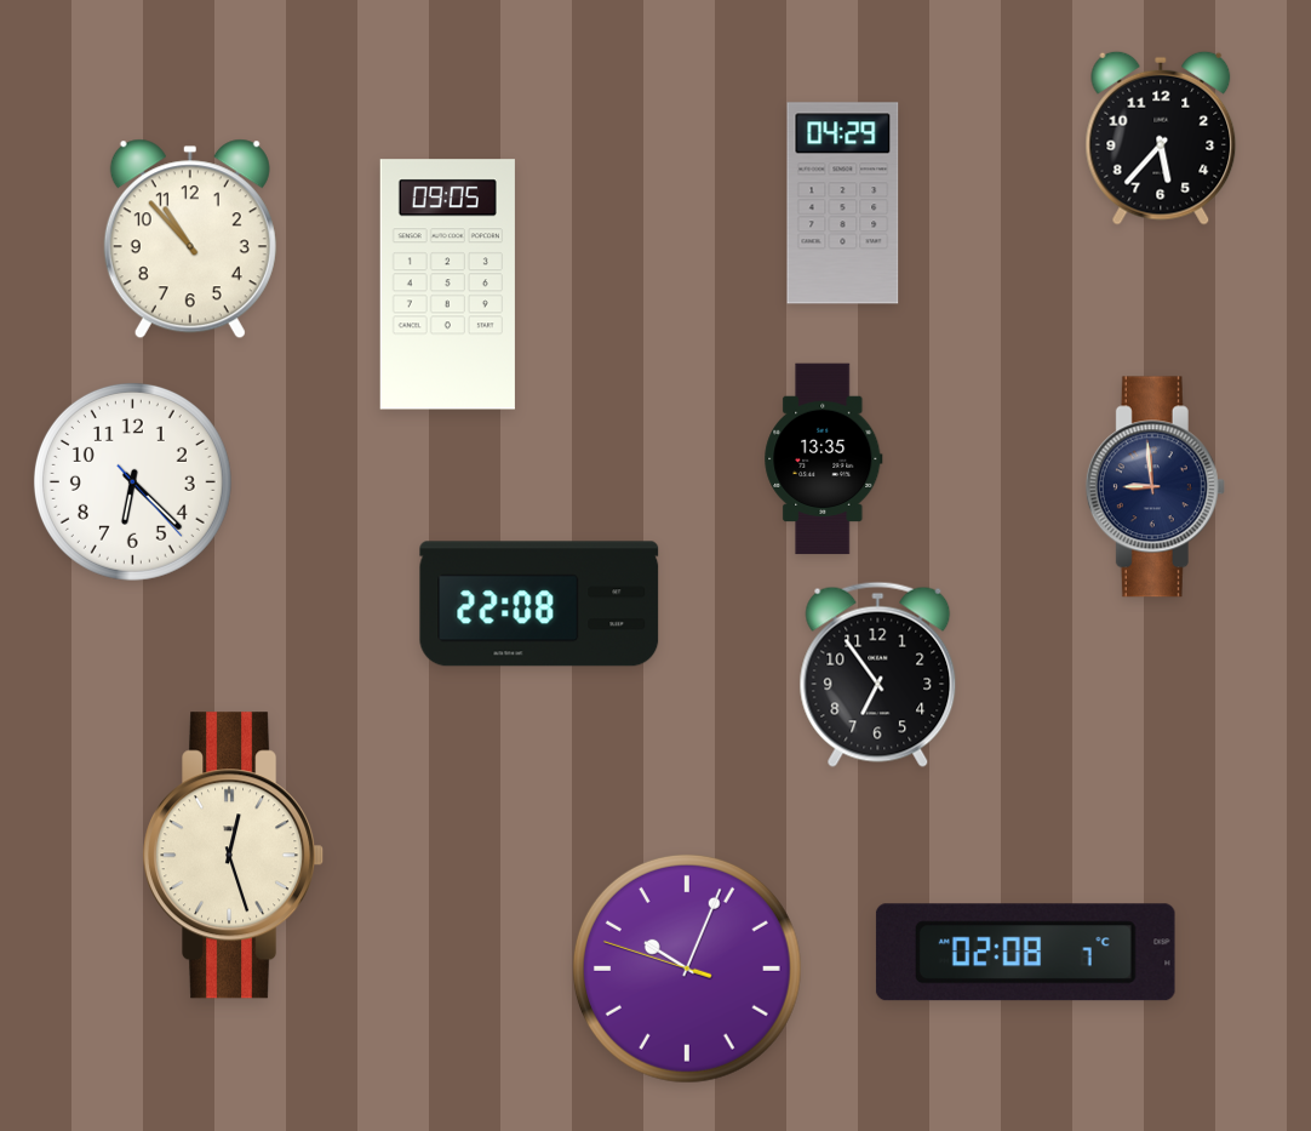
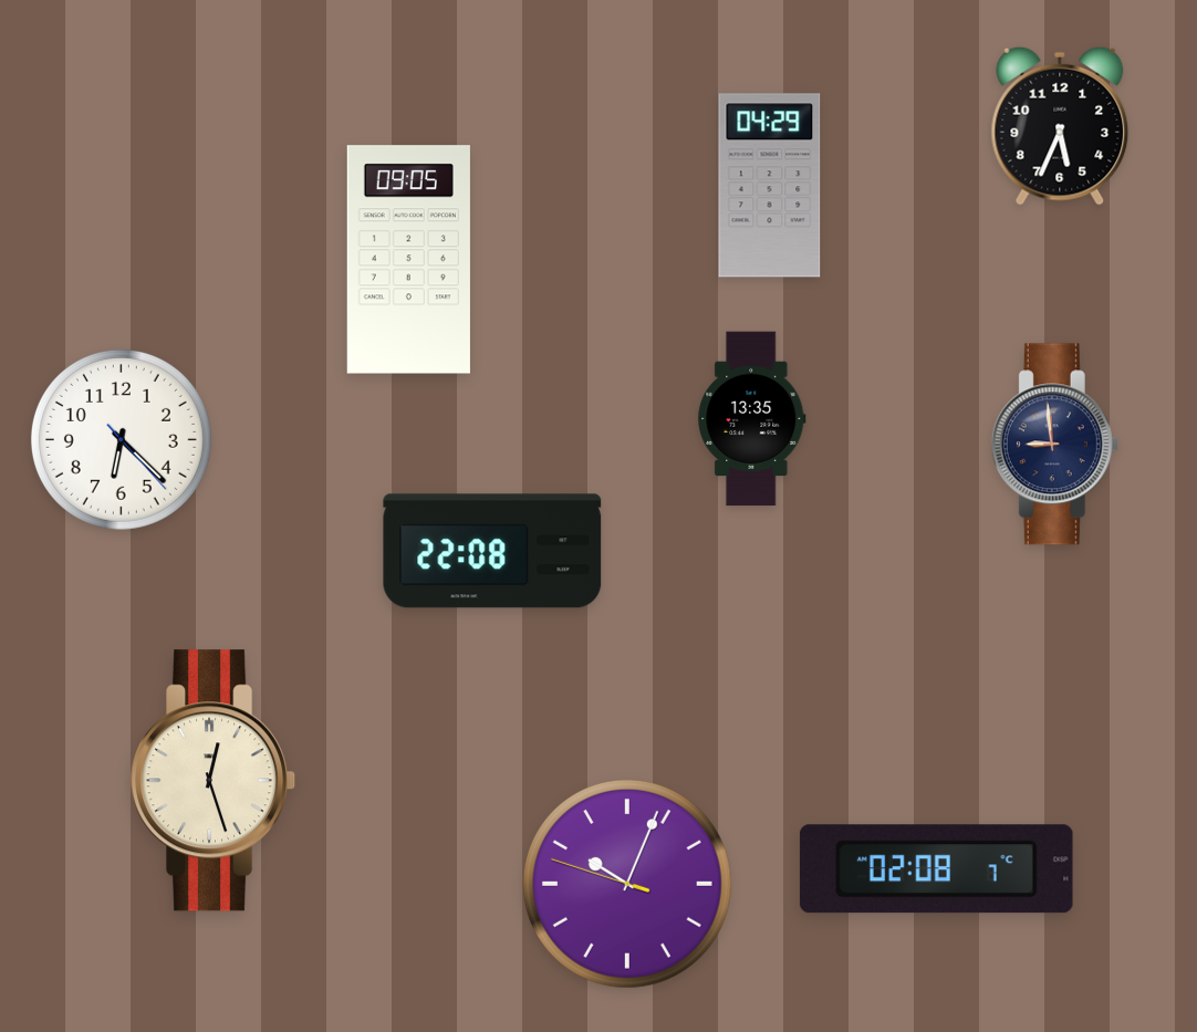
clock at (1161, 138): 5:37 -> 5:34
clock at (190, 239): 10:53 -> none
clock at (878, 674): 6:54 -> none
